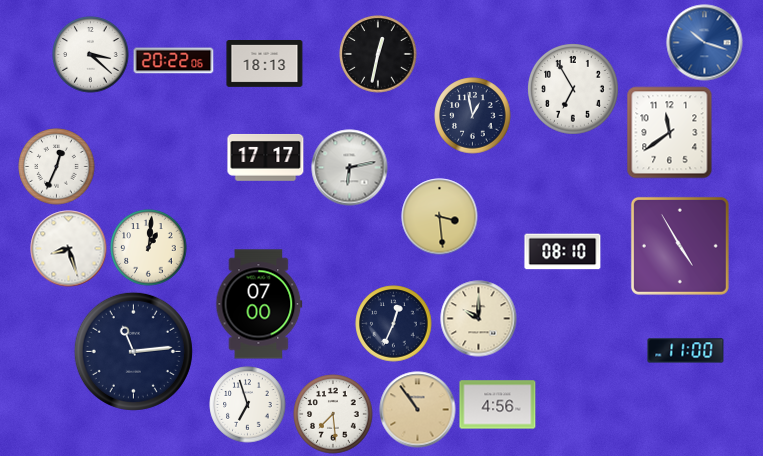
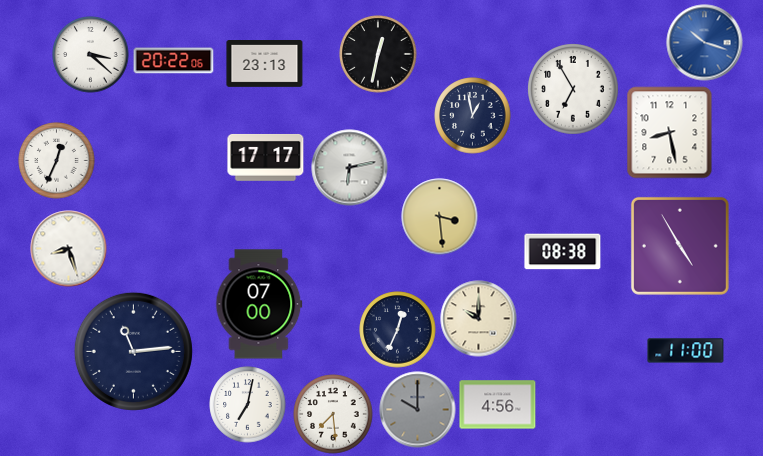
clock at (265, 64): 18:13 -> 23:13
clock at (670, 133): 11:39 -> 8:28
clock at (57, 167) position: (57, 167) -> (57, 161)
clock at (149, 248): 1:01 -> none
clock at (563, 252): 08:10 -> 08:38
clock at (394, 324) position: (394, 324) -> (398, 330)
clock at (248, 405): 6:57 -> 7:02
clock at (418, 410): 10:54 -> 10:00
clock at (418, 410) dial: champagne -> grey
